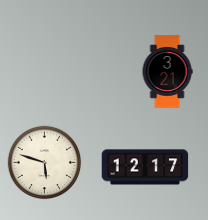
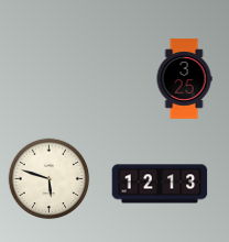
clock at (167, 72): 3:21 -> 3:25
clock at (145, 167): 12:17 -> 12:13
